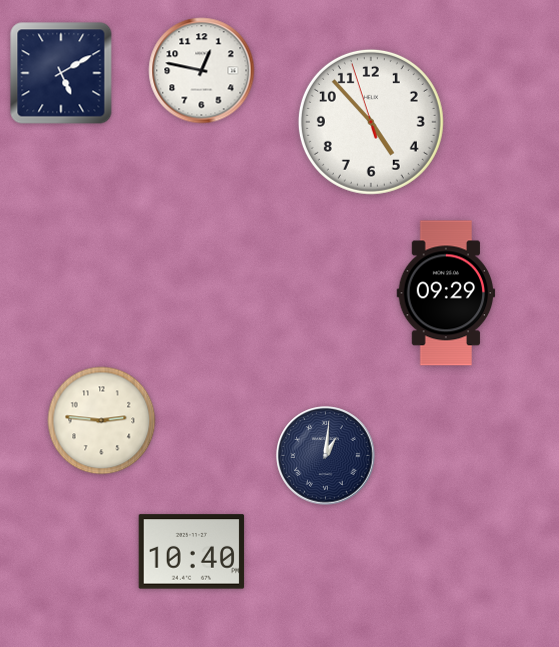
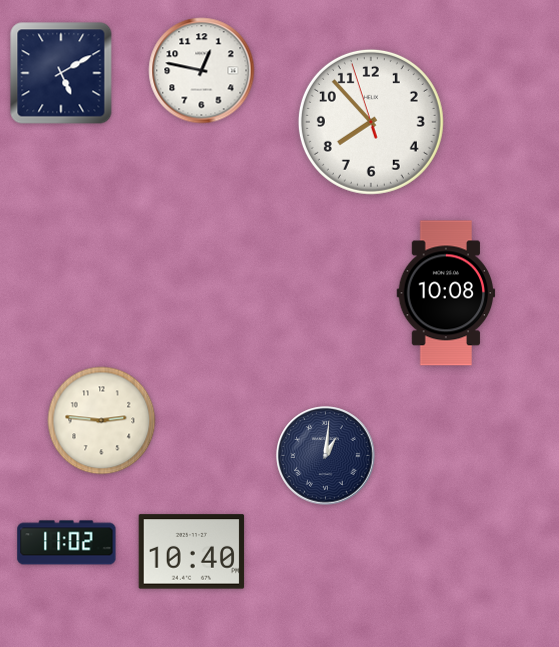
clock at (371, 122): 4:52 -> 7:52
clock at (446, 293): 09:29 -> 10:08
clock at (67, 543): none -> 11:02
